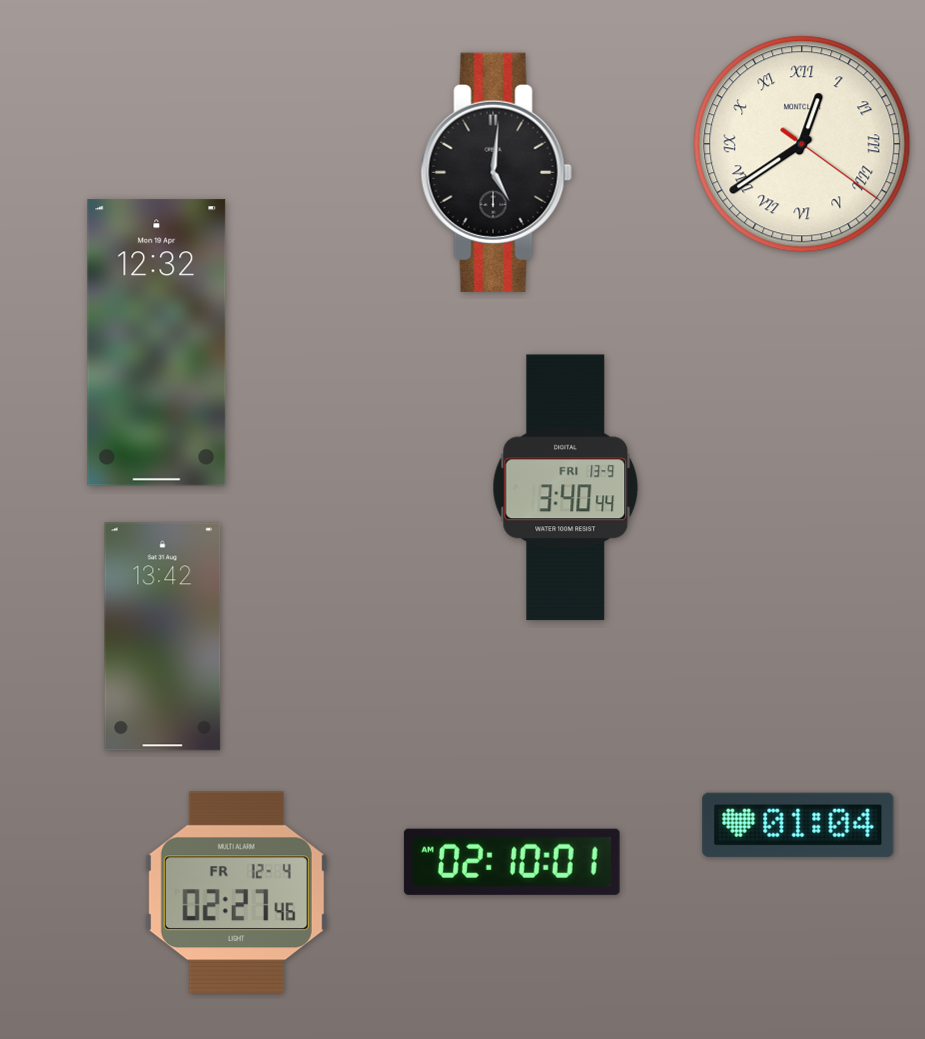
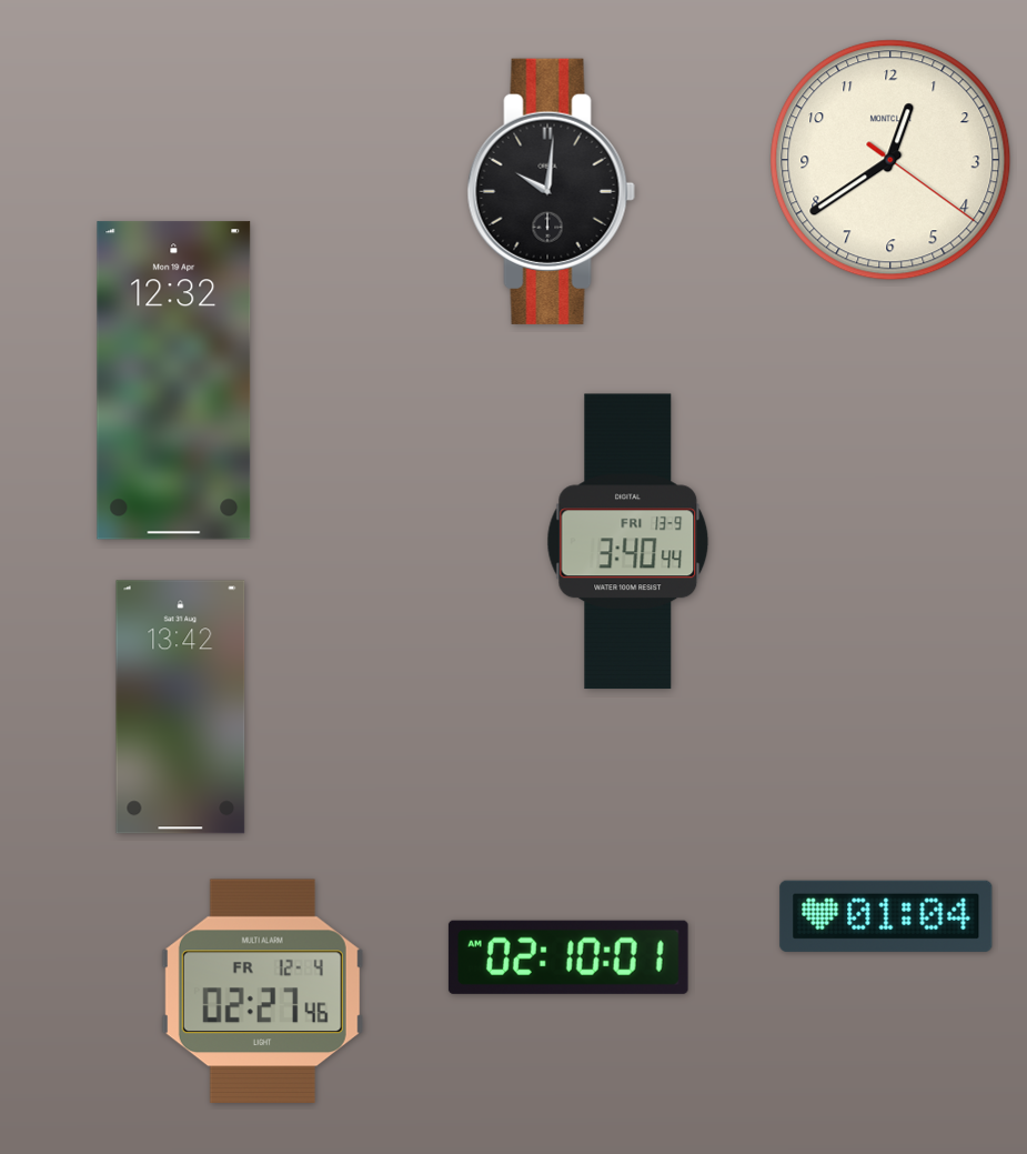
clock at (802, 144) numerals: Roman -> Arabic
clock at (496, 172): 5:01 -> 10:01
